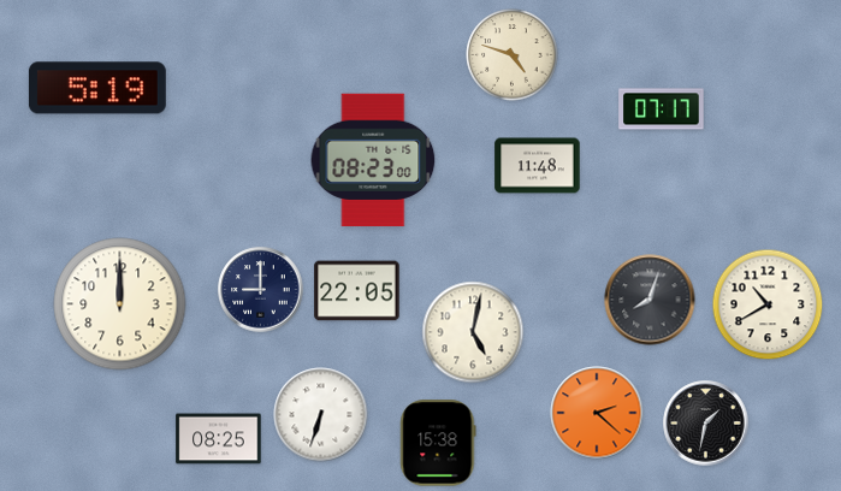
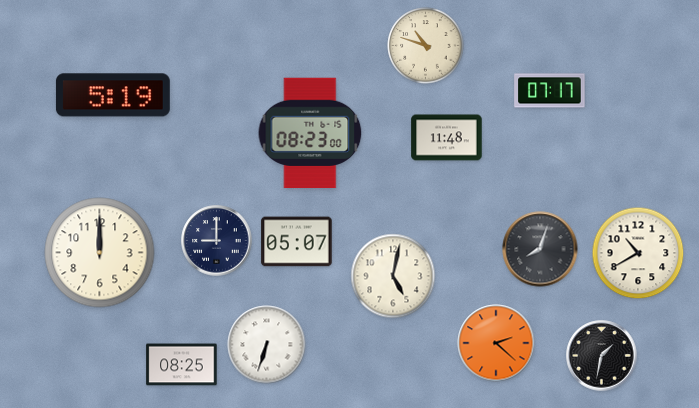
clock at (513, 55): 4:48 -> 10:48
clock at (97, 88) position: (97, 88) -> (113, 95)
clock at (357, 291): 22:05 -> 05:07
clock at (706, 424) position: (706, 424) -> (602, 356)
clock at (438, 443): 15:38 -> none
